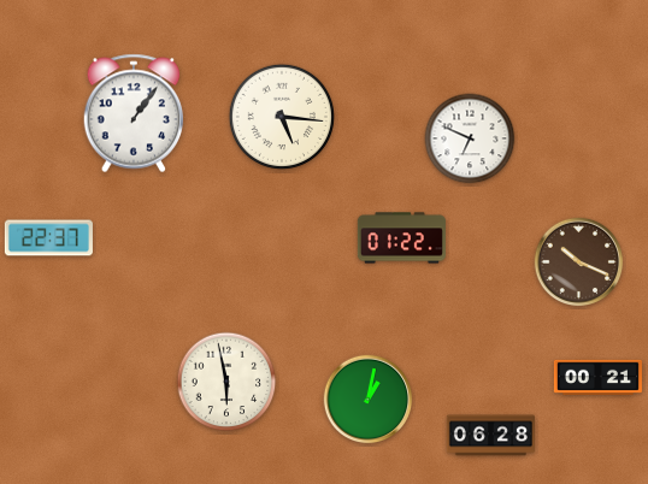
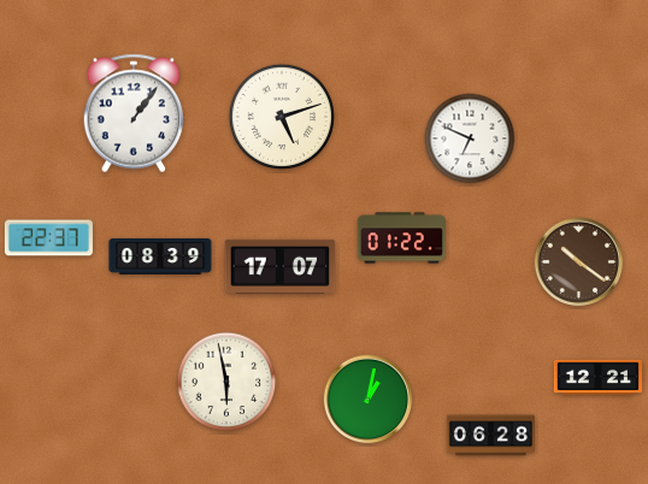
clock at (281, 116): 5:16 -> 5:12
clock at (160, 256): none -> 08:39
clock at (579, 262): 10:19 -> 10:21
clock at (281, 266): none -> 17:07
clock at (597, 378): 00:21 -> 12:21
